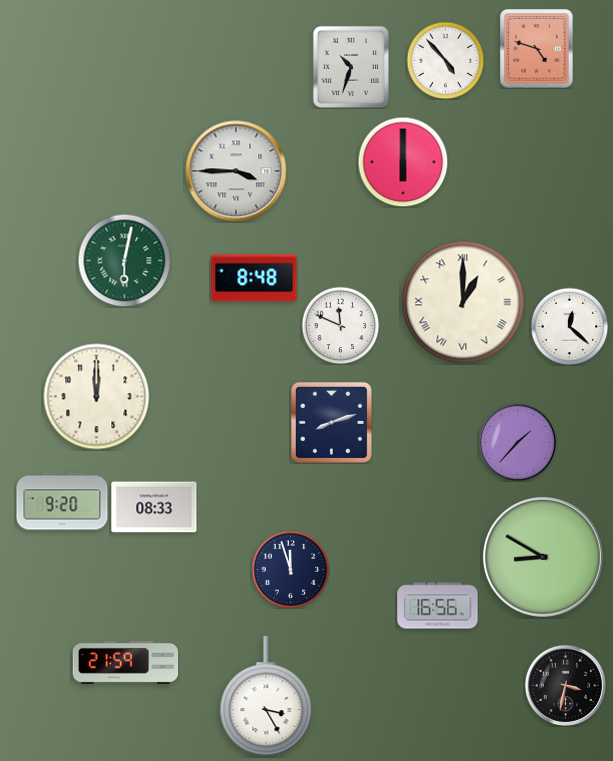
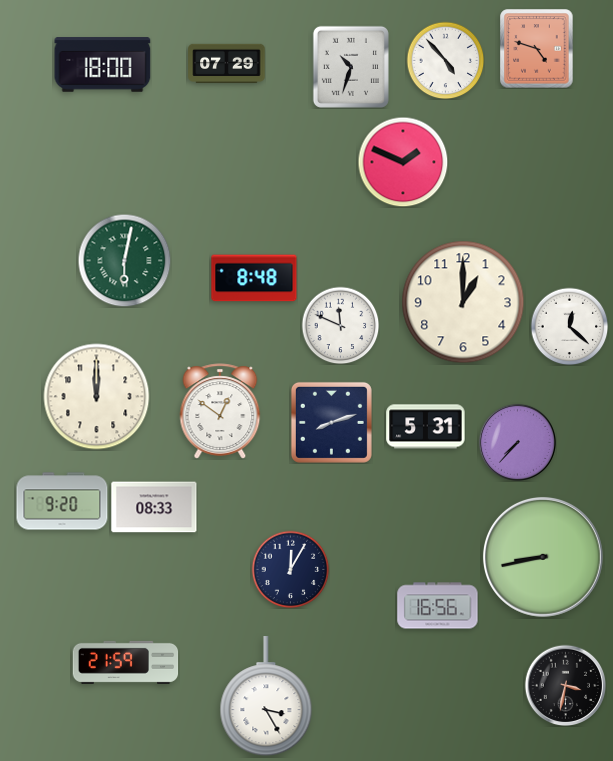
clock at (227, 64): none -> 07:29
clock at (103, 65): none -> 18:00
clock at (403, 162): 6:00 -> 1:49
clock at (236, 171): 3:45 -> none
clock at (463, 302) numerals: Roman -> Arabic
clock at (220, 411): none -> 12:51
clock at (426, 427): none -> 5:31
clock at (517, 442): 1:37 -> 7:37
clock at (543, 557): 8:50 -> 8:43
clock at (290, 569): 11:57 -> 12:05
